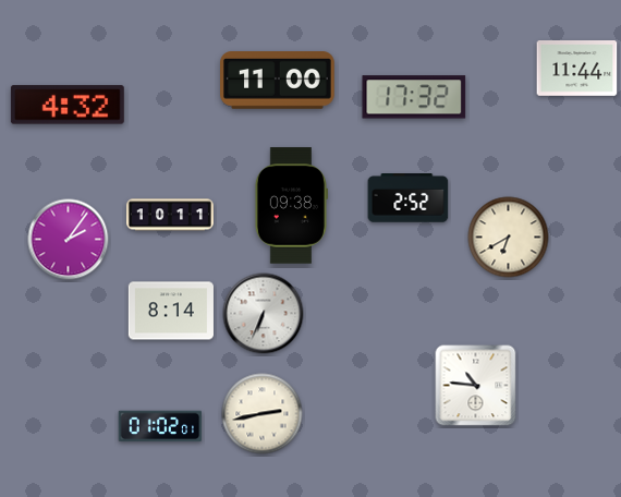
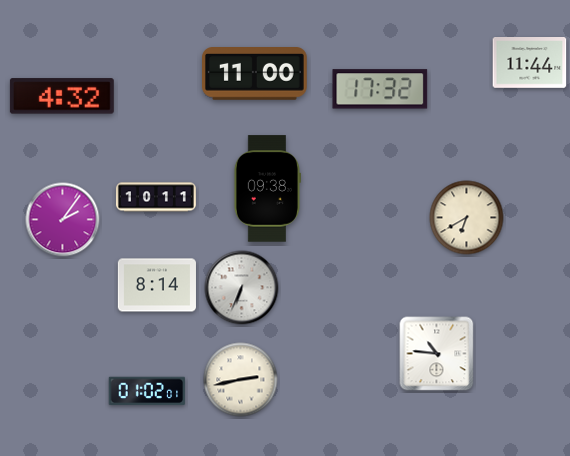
clock at (409, 198): 2:52 -> none
